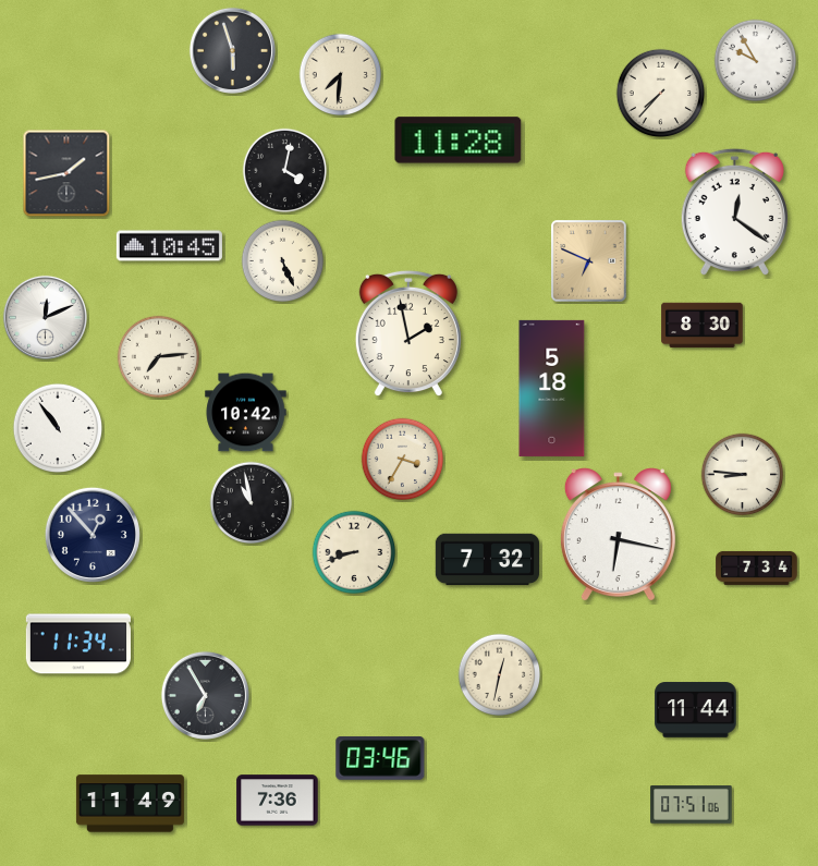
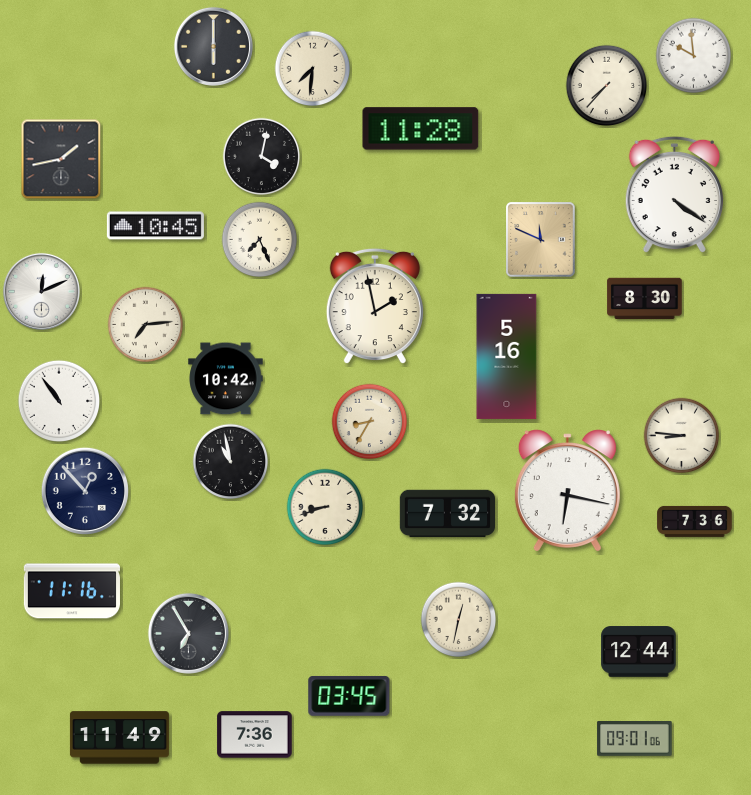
clock at (232, 50): 5:57 -> 6:00
clock at (756, 61): 9:55 -> 9:59
clock at (734, 212): 12:21 -> 4:21
clock at (283, 261): 5:26 -> 7:26
clock at (589, 261): 6:49 -> 11:49
clock at (159, 357) position: (159, 357) -> (146, 325)
clock at (552, 388): 5:18 -> 5:16
clock at (58, 428) position: (58, 428) -> (59, 401)
clock at (403, 460): 3:35 -> 8:35
clock at (757, 568): 7:34 -> 7:36
clock at (78, 644): 11:34 -> 11:16
clock at (205, 695) position: (205, 695) -> (188, 633)
clock at (696, 710): 11:44 -> 12:44
clock at (380, 758): 03:46 -> 03:45
clock at (692, 805): 07:51 -> 09:01
